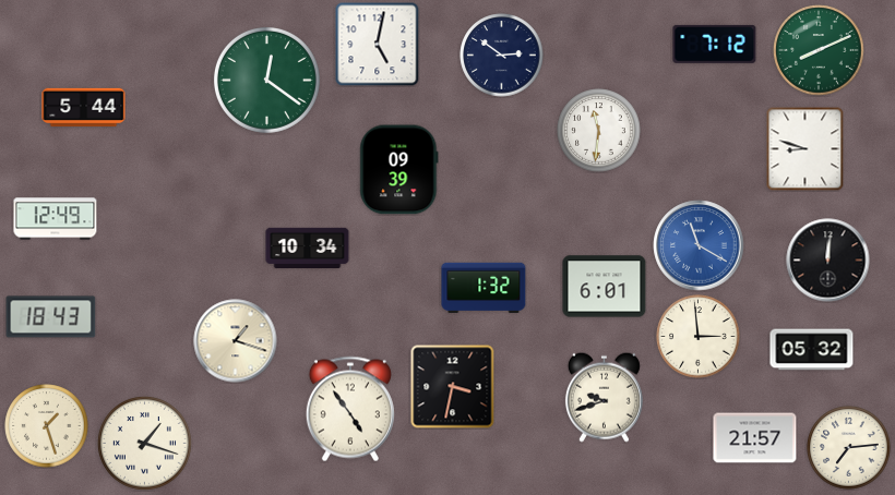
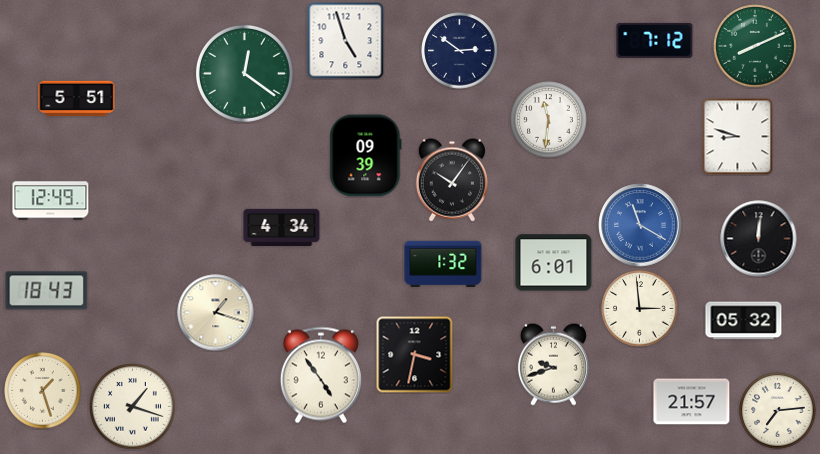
clock at (377, 44): 5:02 -> 4:57
clock at (819, 50) position: (819, 50) -> (755, 46)
clock at (84, 108): 5:44 -> 5:51
clock at (452, 180): none -> 10:06
clock at (308, 247): 10:34 -> 4:34
